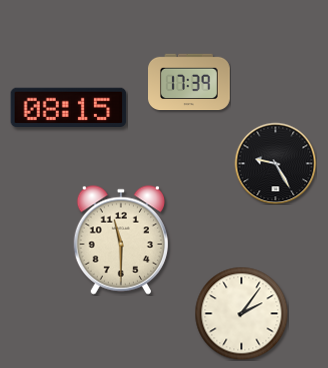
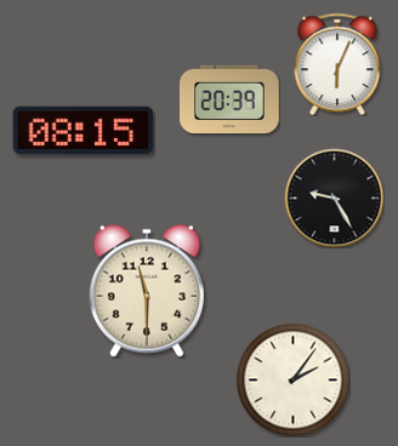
clock at (337, 64): none -> 6:04
clock at (189, 82): 17:39 -> 20:39
